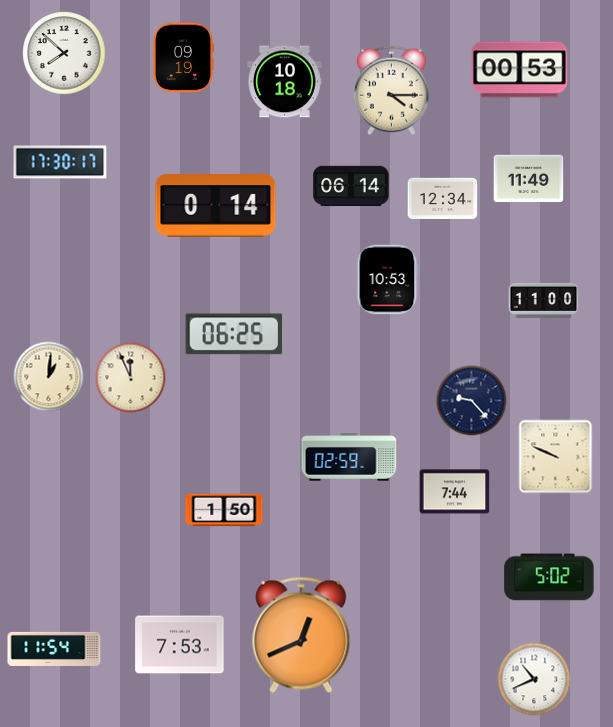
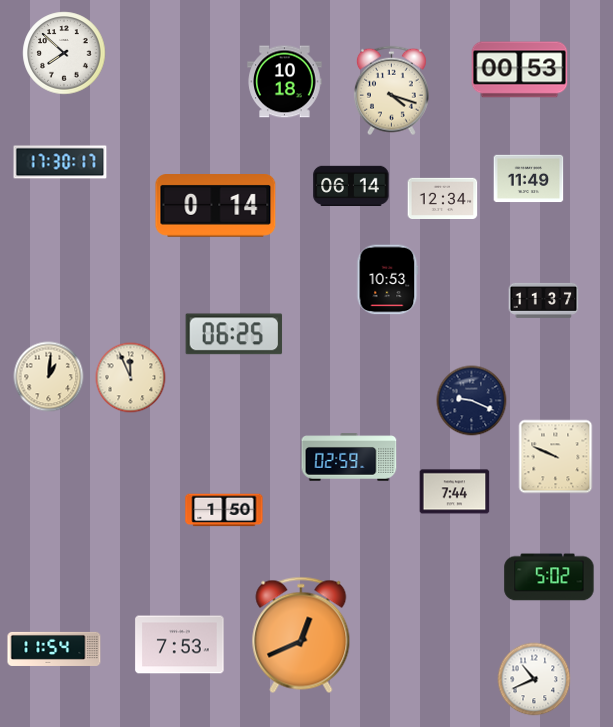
clock at (183, 58): 09:19 -> none
clock at (391, 91): 4:15 -> 4:18
clock at (544, 300): 11:00 -> 11:37
clock at (472, 401): 9:23 -> 9:19
